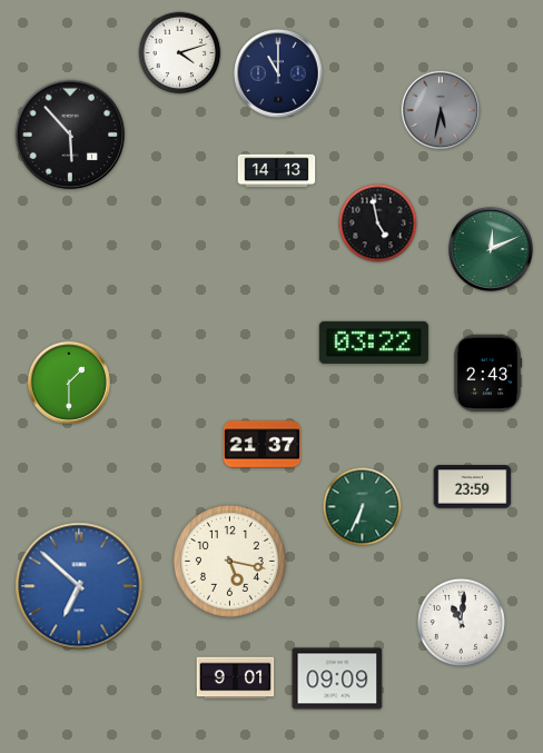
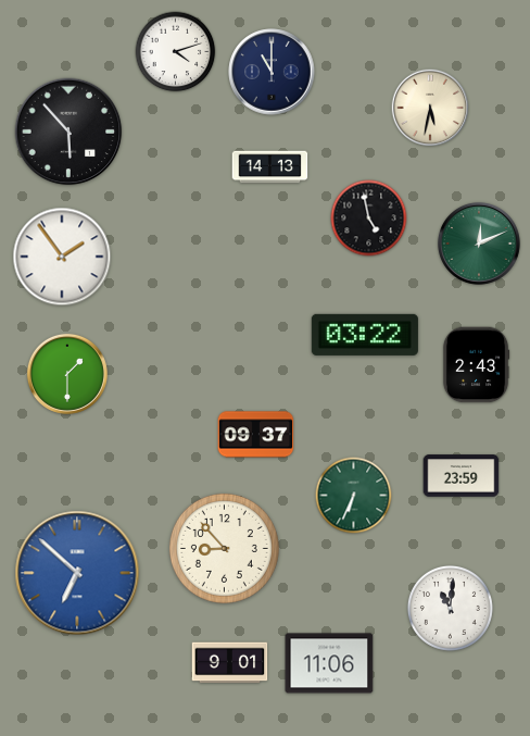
clock at (441, 110) dial: grey -> cream
clock at (62, 257): none -> 1:54
clock at (263, 445): 21:37 -> 09:37
clock at (229, 561): 5:17 -> 8:53
clock at (337, 678): 09:09 -> 11:06
